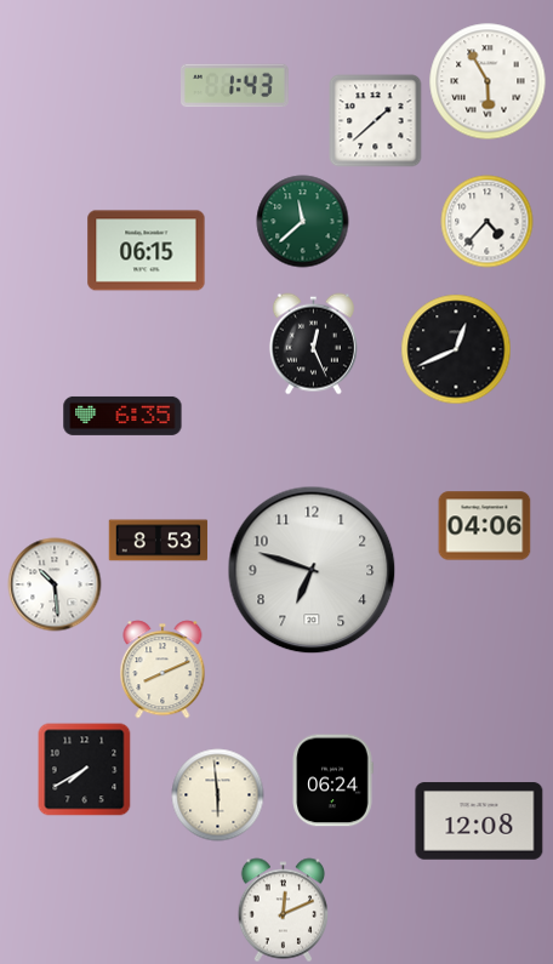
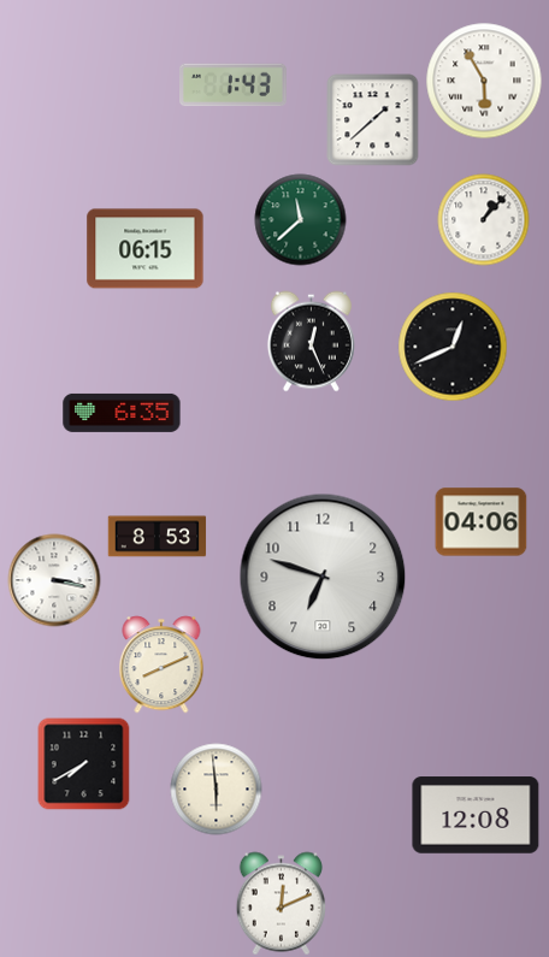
clock at (488, 222): 4:37 -> 1:07
clock at (312, 570) position: (312, 570) -> (323, 577)
clock at (55, 584): 10:29 -> 3:17
clock at (332, 781): 06:24 -> none
